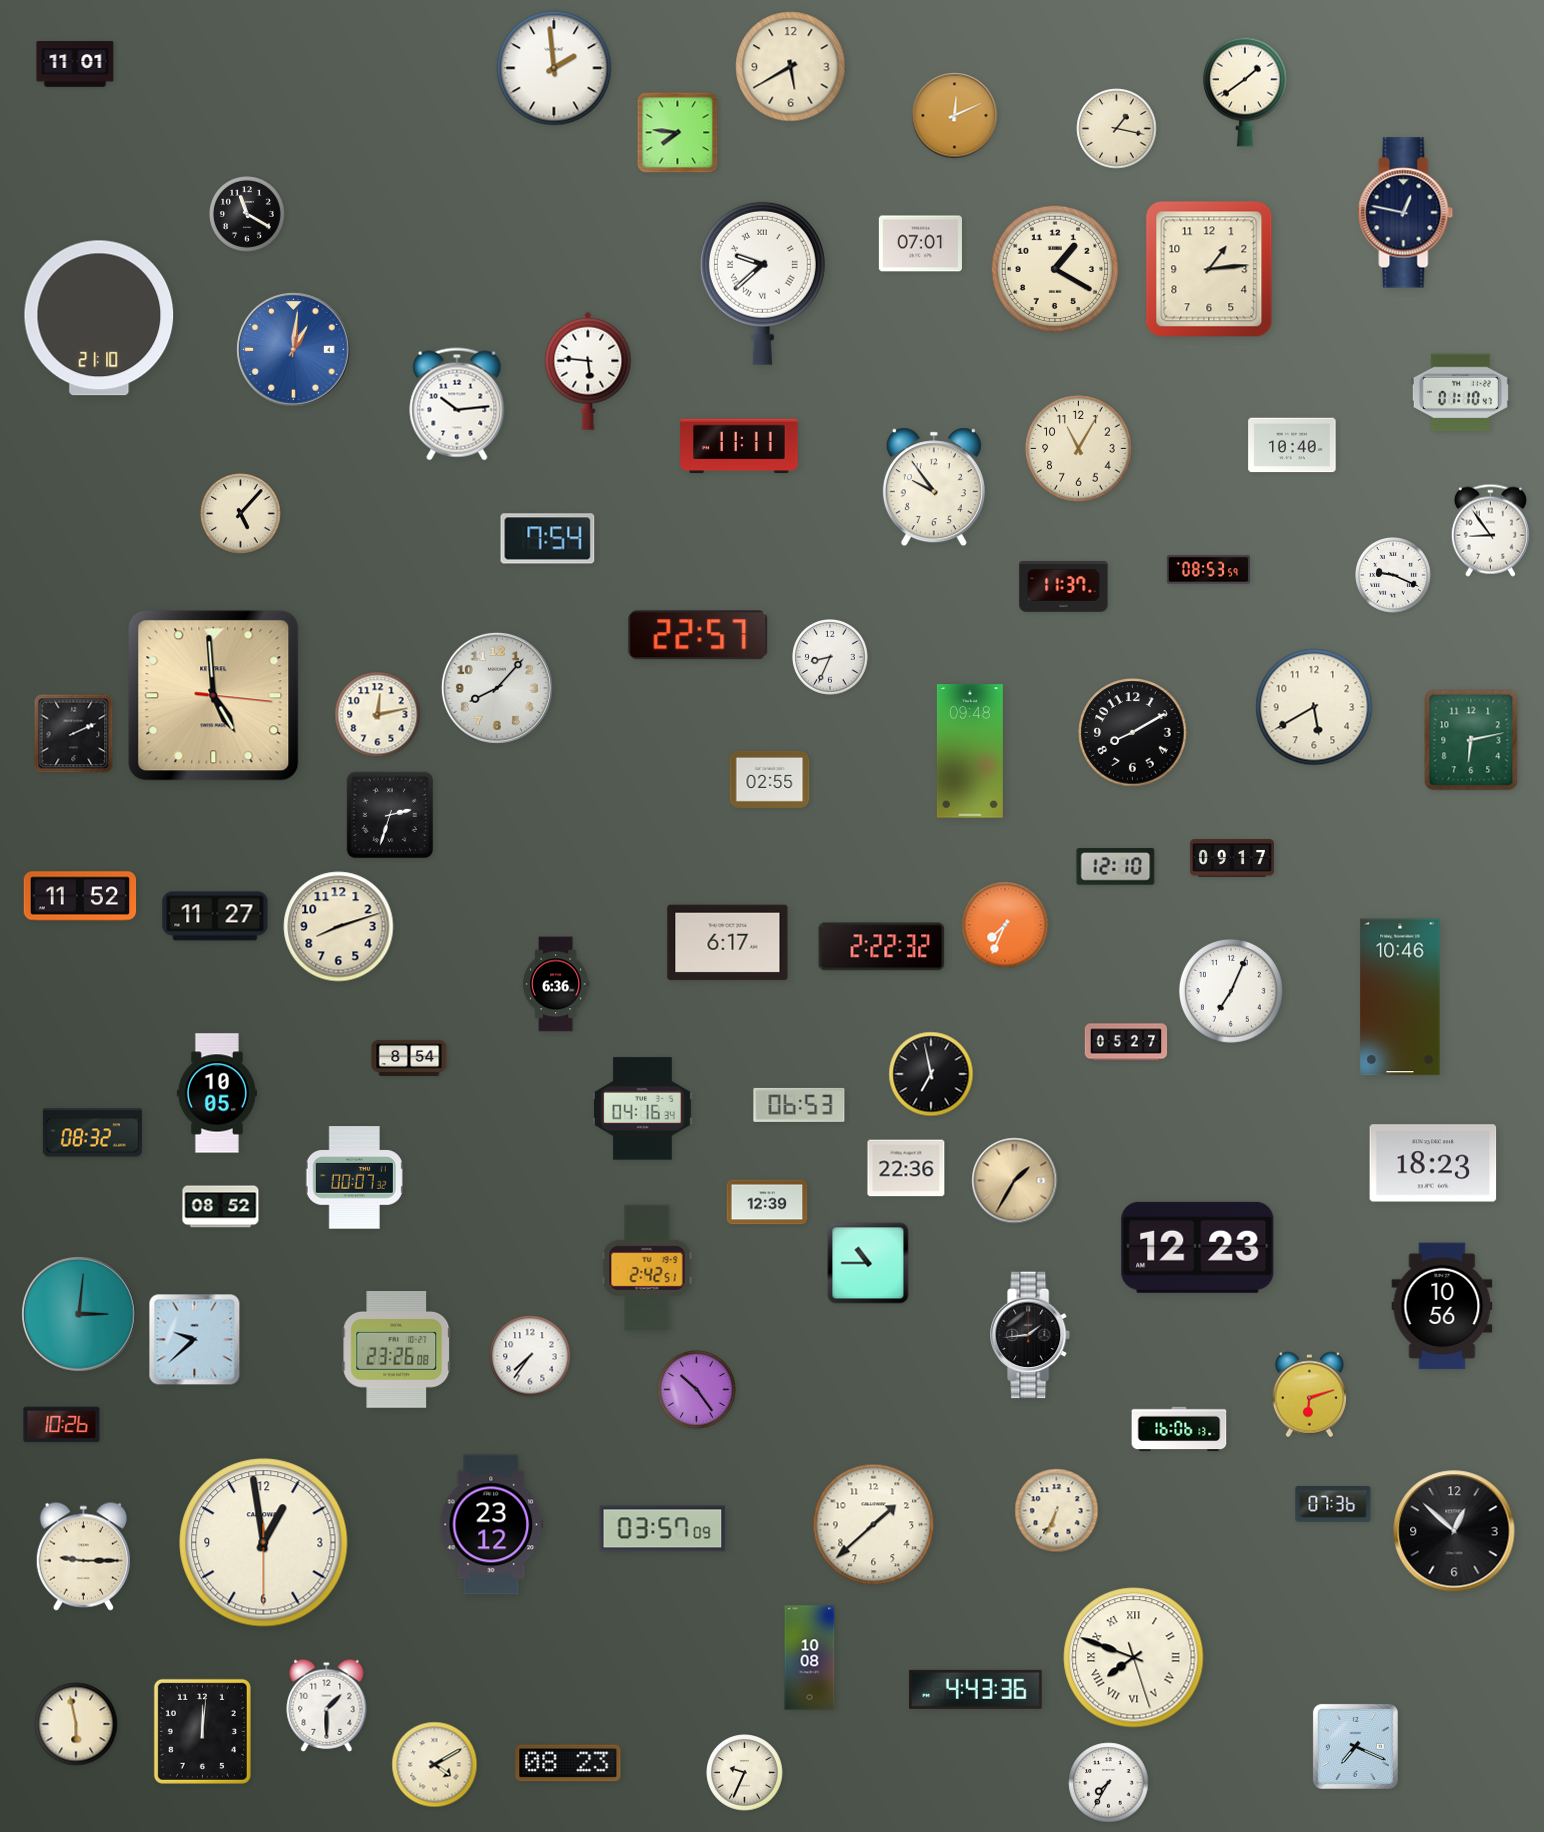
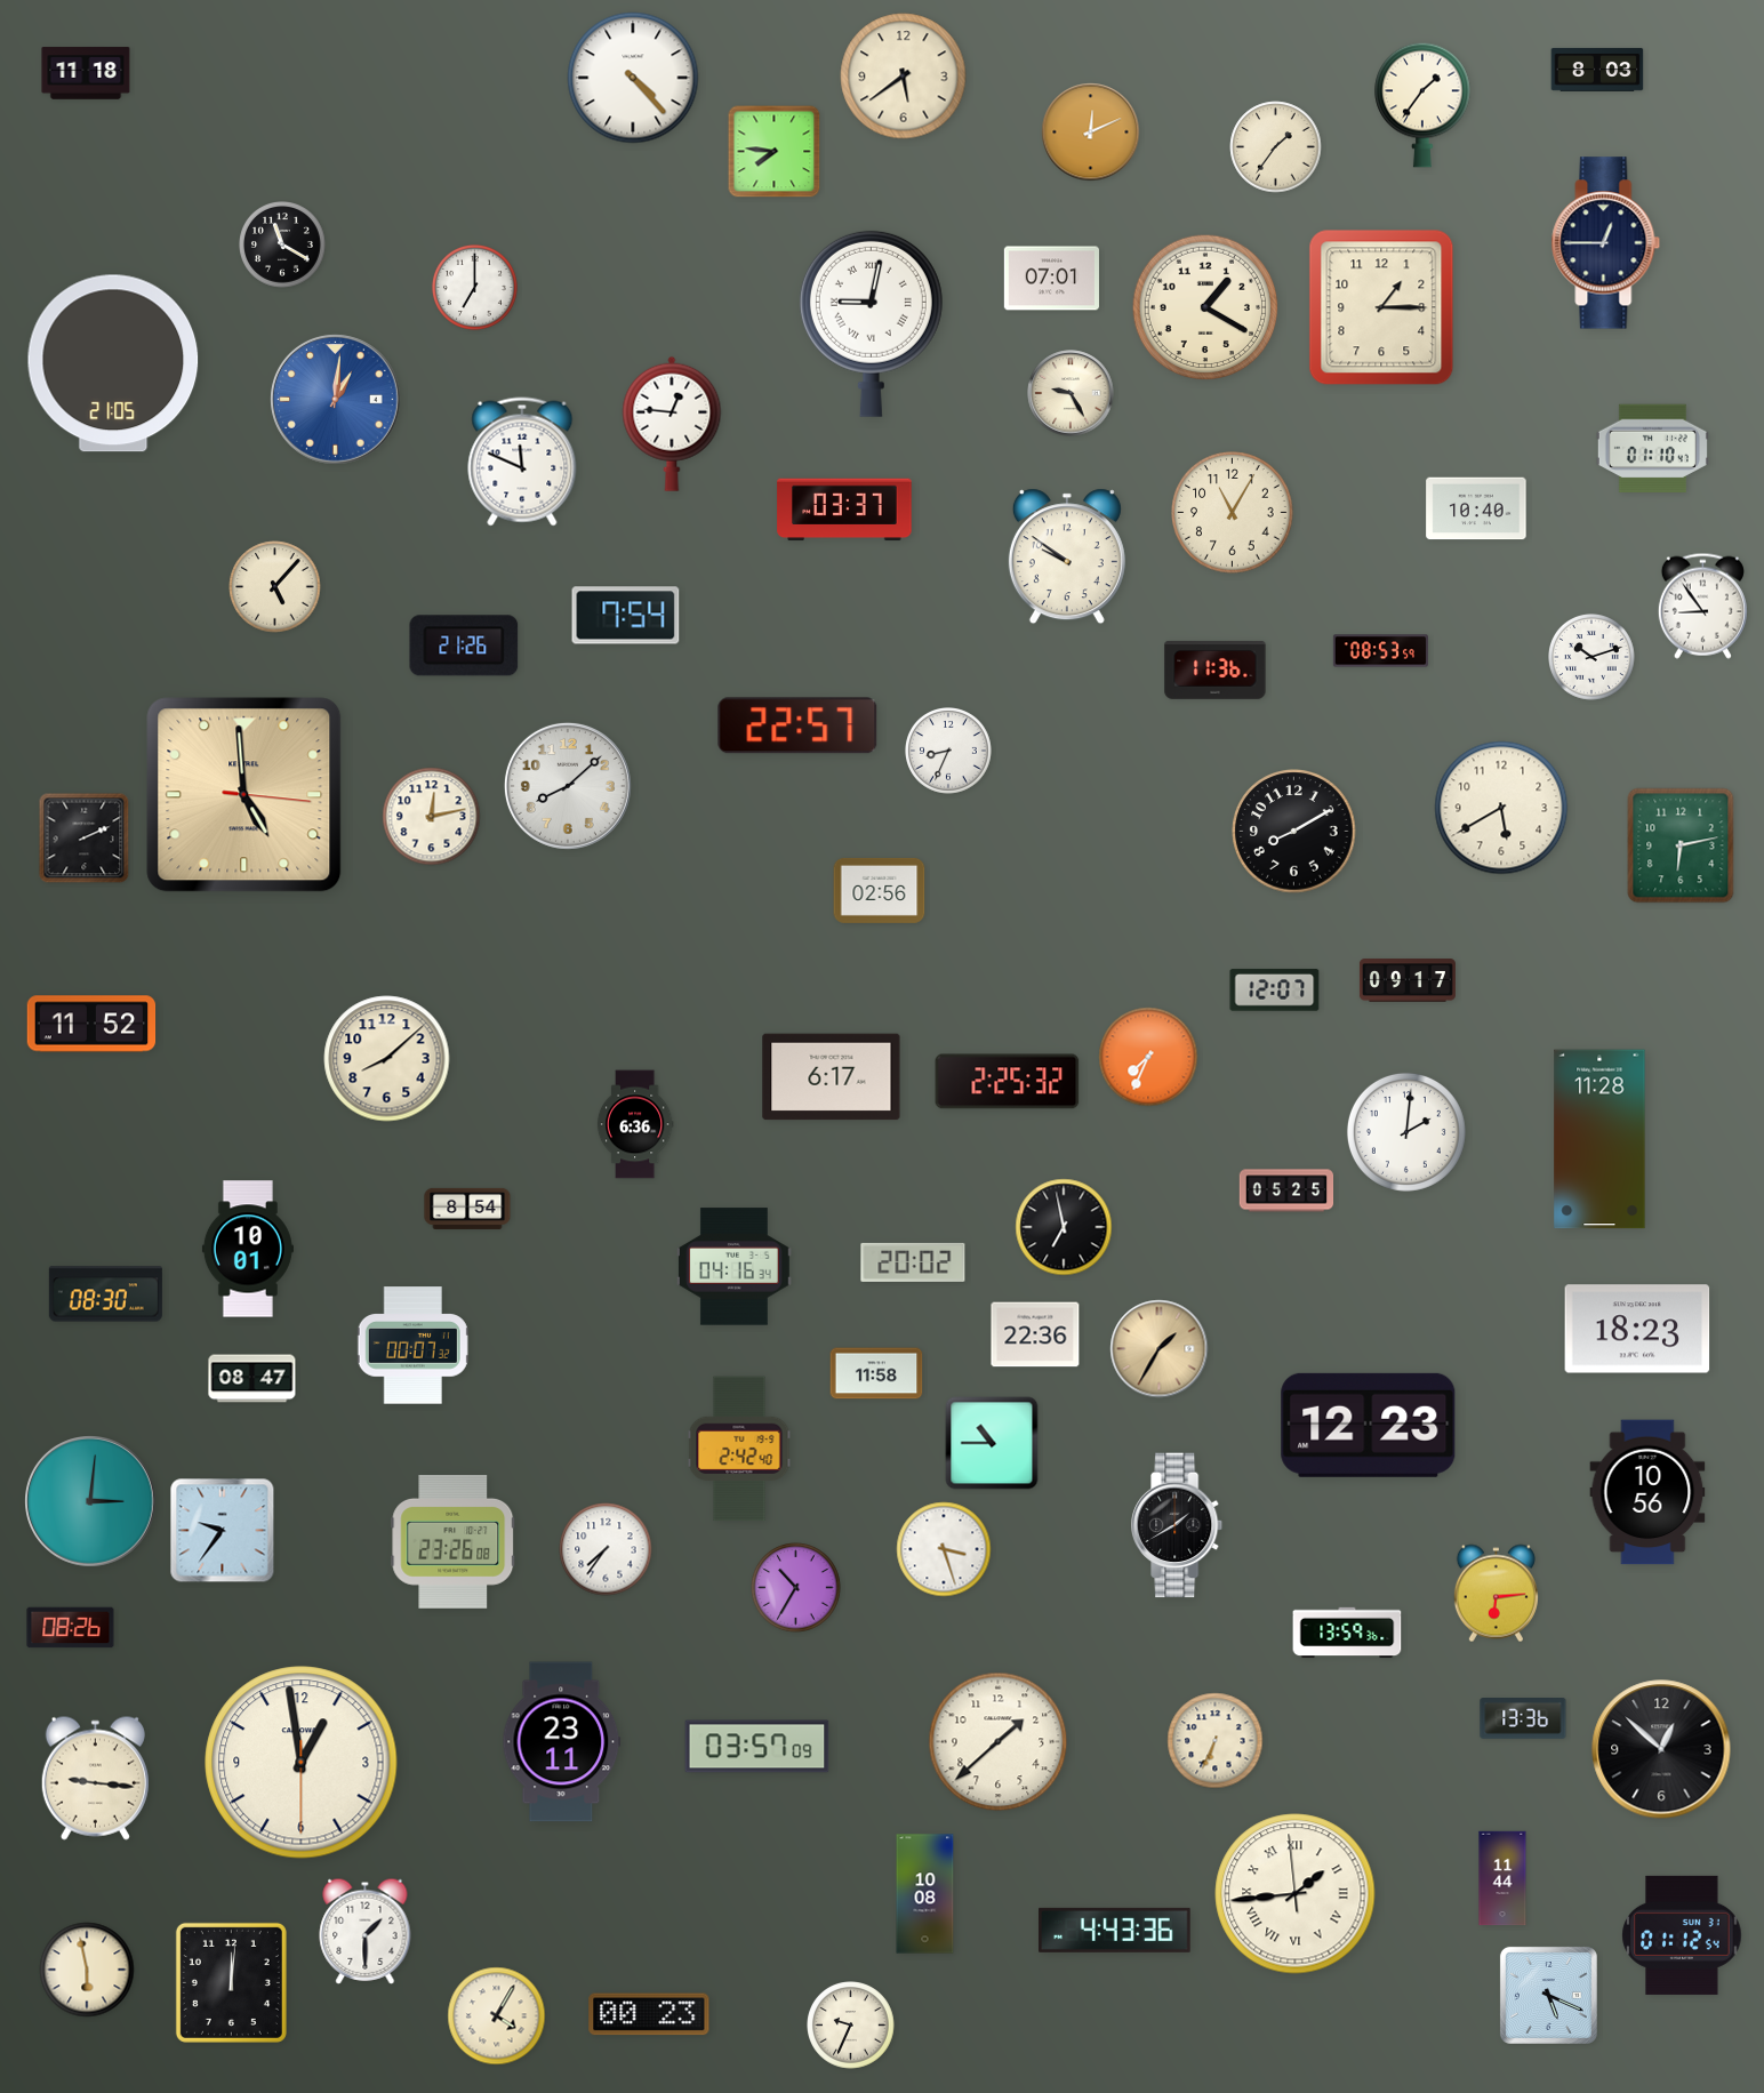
clock at (1597, 70): none -> 8:03
clock at (75, 64): 11:01 -> 11:18
clock at (791, 67): 5:40 -> 5:39
clock at (554, 68): 1:59 -> 4:23
clock at (1245, 92): 1:39 -> 1:36
clock at (1117, 129): 1:17 -> 1:36
clock at (1406, 213): 12:47 -> 12:45
clock at (474, 287): none -> 7:00
clock at (1209, 269): 1:14 -> 1:15
clock at (762, 283): 9:38 -> 9:02
clock at (99, 318): 21:10 -> 21:05
clock at (1071, 393): none -> 9:25
clock at (588, 371): 5:46 -> 12:46
clock at (1460, 393) position: (1460, 393) -> (1652, 449)
clock at (457, 404): 10:14 -> 11:49
clock at (739, 446): 11:11 -> 03:37
clock at (934, 487): 9:54 -> 9:51
clock at (464, 645): none -> 21:26
clock at (1394, 576): 9:19 -> 10:12
clock at (1064, 586): 11:37 -> 11:36
clock at (497, 688): 8:07 -> 8:08
clock at (1133, 733) position: (1133, 733) -> (1294, 832)
clock at (970, 751): 09:48 -> none
clock at (770, 779): 02:55 -> 02:56
clock at (390, 815): 2:33 -> none
clock at (1116, 867): 12:10 -> 12:07
clock at (215, 916): 11:27 -> none
clock at (339, 927): 8:12 -> 8:08
clock at (882, 947): 2:22 -> 2:25
clock at (1231, 991): 7:04 -> 2:01
clock at (1400, 997): 10:46 -> 11:28
clock at (1126, 1042): 05:27 -> 05:25
clock at (217, 1093): 10:05 -> 10:01
clock at (799, 1105): 06:53 -> 20:02
clock at (92, 1133): 08:32 -> 08:30
clock at (354, 1178) position: (354, 1178) -> (412, 1346)
clock at (767, 1202): 12:39 -> 11:58
clock at (221, 1207): 08:52 -> 08:47
clock at (647, 1268): 2:42:51 -> 2:42:40
clock at (1031, 1335): 1:44 -> 1:40
clock at (195, 1340): 9:38 -> 9:36
clock at (944, 1549): none -> 3:27
clock at (697, 1390): 10:24 -> 10:35
clock at (1309, 1395): 6:12 -> 6:14
clock at (62, 1425): 10:26 -> 08:26
clock at (1179, 1429): 16:06 -> 13:59
clock at (1333, 1505): 07:36 -> 13:36
clock at (1057, 1511) position: (1057, 1511) -> (1216, 1741)
clock at (492, 1525): 23:12 -> 23:11
clock at (83, 1556): 9:15 -> 9:16
clock at (1502, 1878): none -> 11:44
clock at (1134, 1658): 7:48 -> 1:43
clock at (1682, 1935): none -> 01:12
clock at (327, 1705) position: (327, 1705) -> (366, 1931)
clock at (202, 1731) position: (202, 1731) -> (231, 1982)
clock at (1355, 1746): 7:19 -> 5:19
clock at (568, 1763): 08:23 -> 00:23
clock at (435, 1765): 4:10 -> 4:05
clock at (1109, 1783): 7:35 -> none
